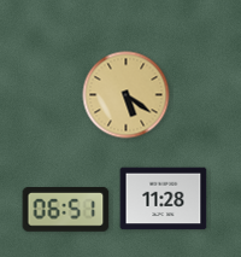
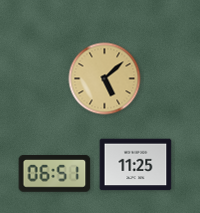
clock at (127, 95): 5:21 -> 5:08
clock at (164, 199): 11:28 -> 11:25
